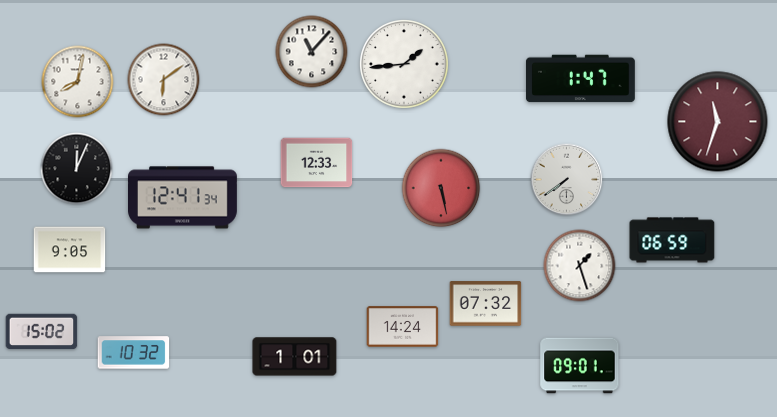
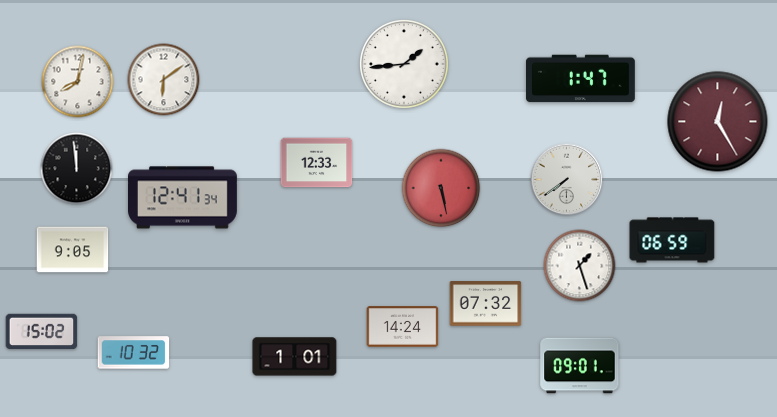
clock at (312, 52): 11:07 -> none
clock at (718, 122): 11:33 -> 12:25
clock at (77, 169): 12:04 -> 11:59
clock at (70, 250) position: (70, 250) -> (73, 250)
